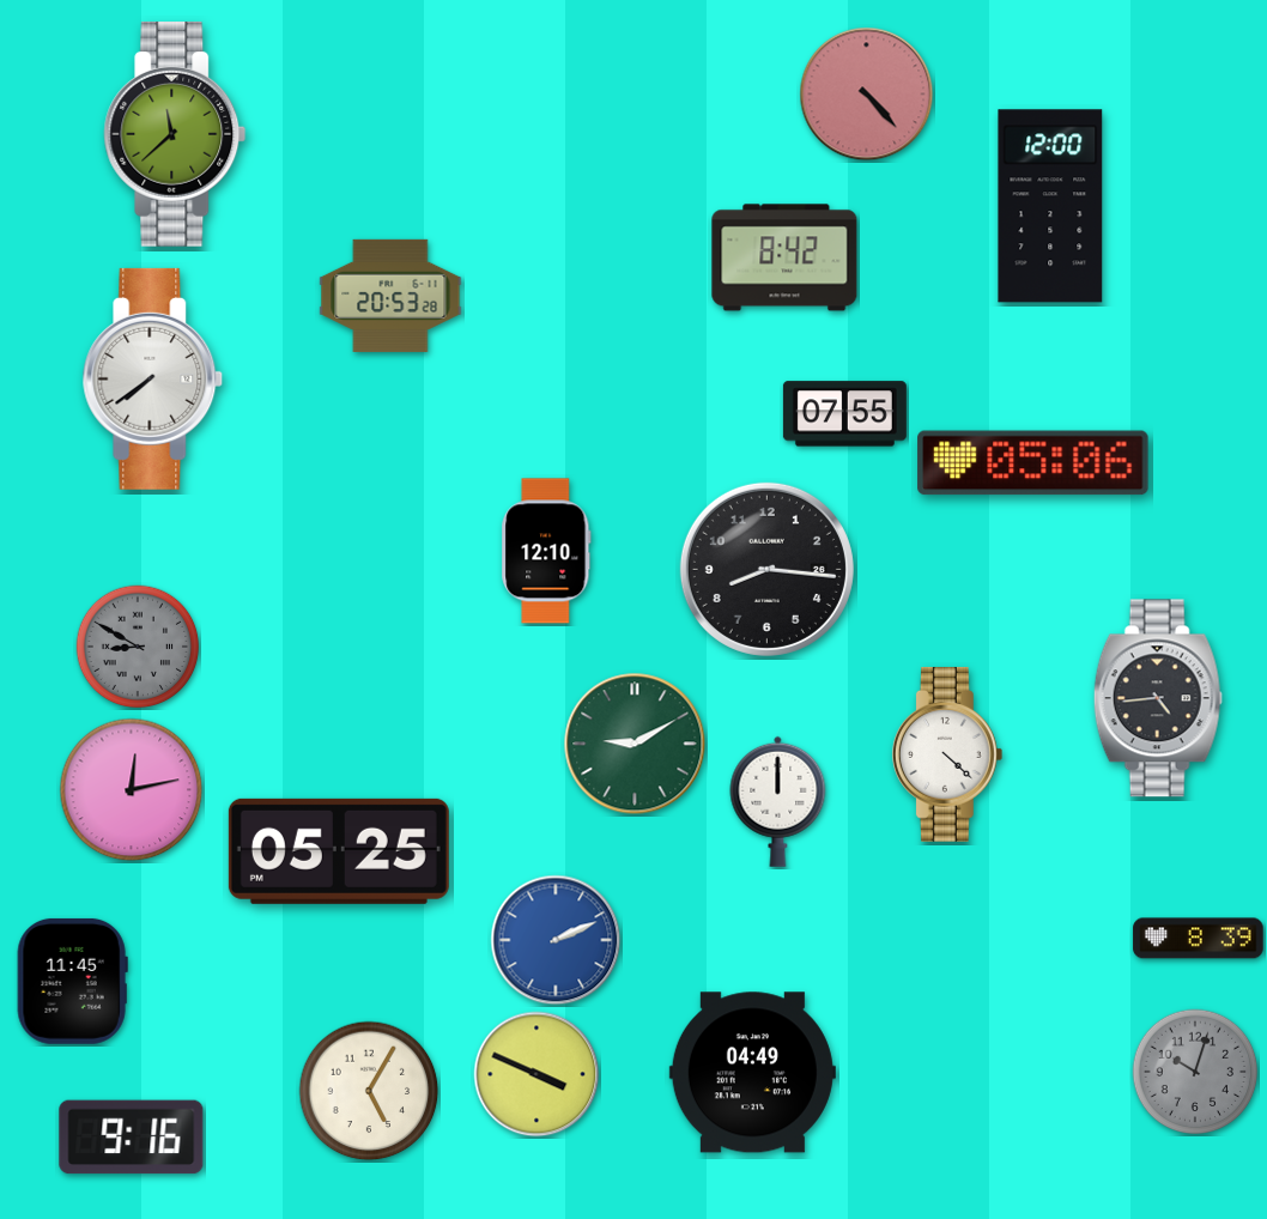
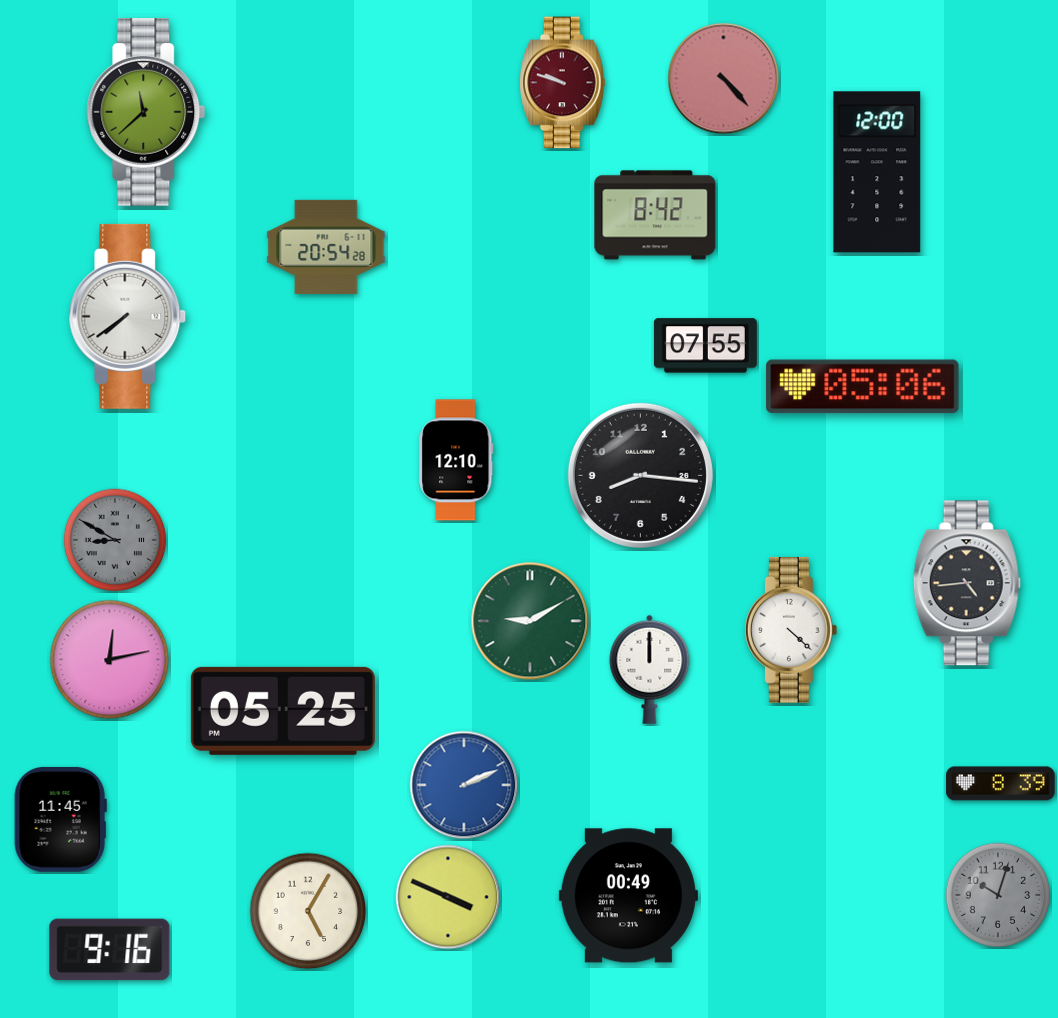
clock at (563, 83): none -> 9:48
clock at (390, 296): 20:53 -> 20:54
clock at (752, 1073): 04:49 -> 00:49
